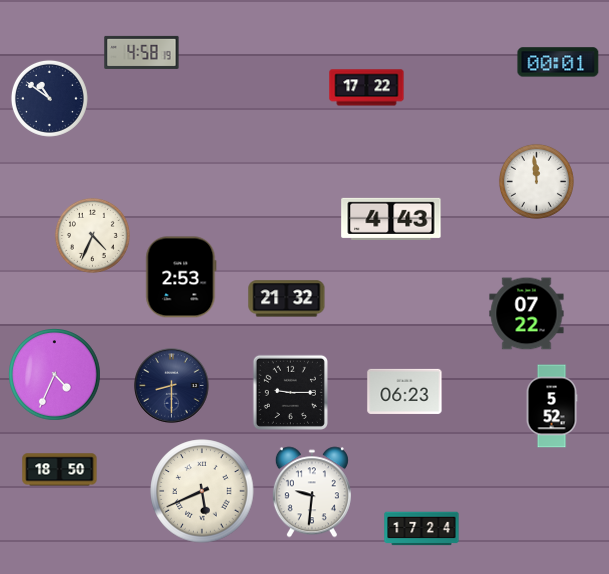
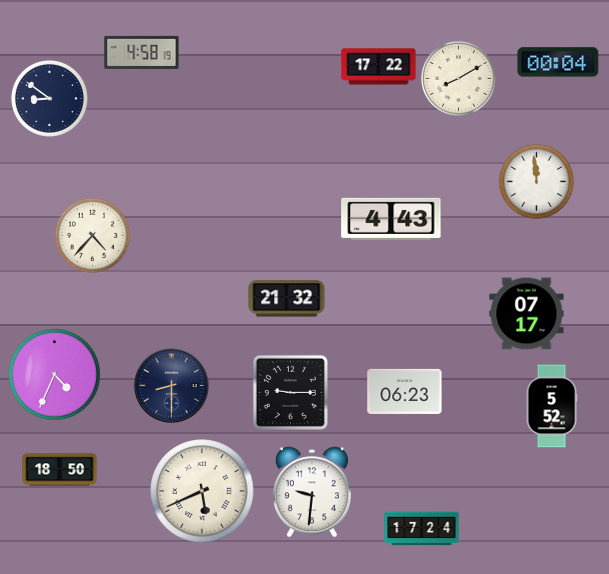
clock at (558, 62): 00:01 -> 00:04
clock at (458, 78): none -> 8:10
clock at (367, 88) position: (367, 88) -> (379, 67)
clock at (49, 98): 10:51 -> 8:51
clock at (92, 235): 4:34 -> 4:37
clock at (181, 277): 2:53 -> none
clock at (527, 314): 07:22 -> 07:17
